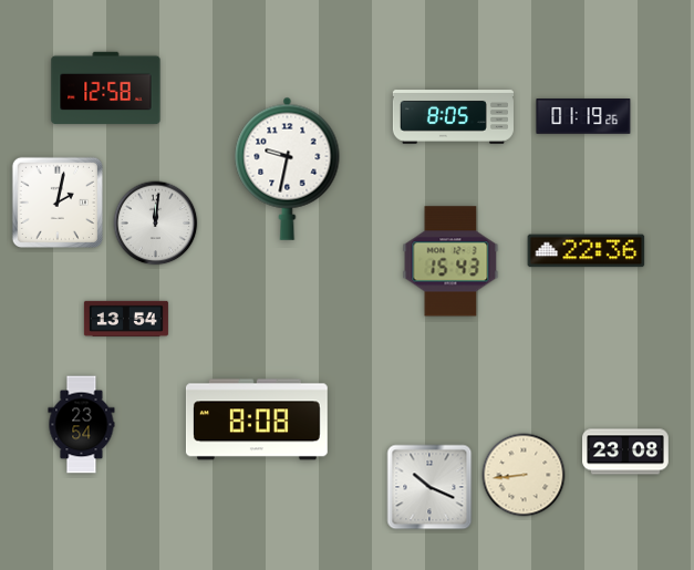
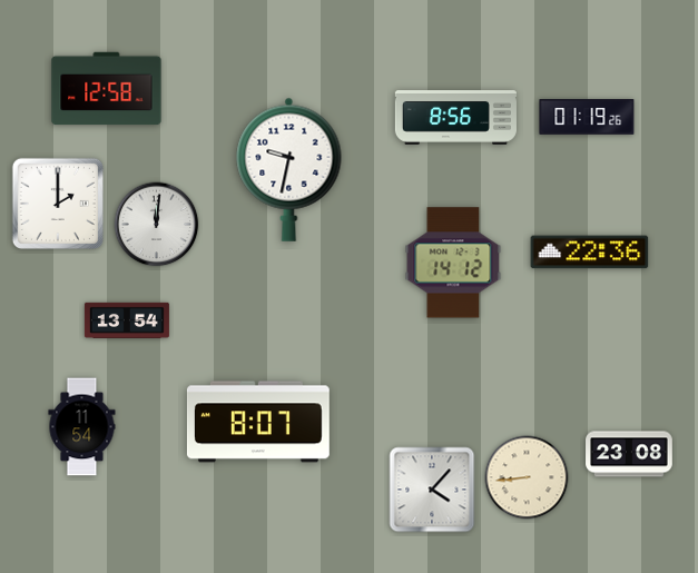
clock at (453, 117): 8:05 -> 8:56
clock at (58, 203): 2:02 -> 2:00
clock at (450, 261): 15:43 -> 14:12
clock at (257, 419): 8:08 -> 8:07
clock at (82, 425): 23:54 -> 11:54
clock at (429, 487): 10:19 -> 4:07
